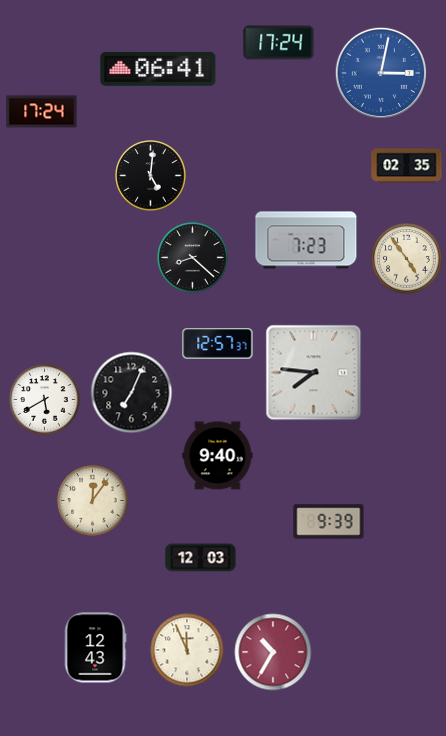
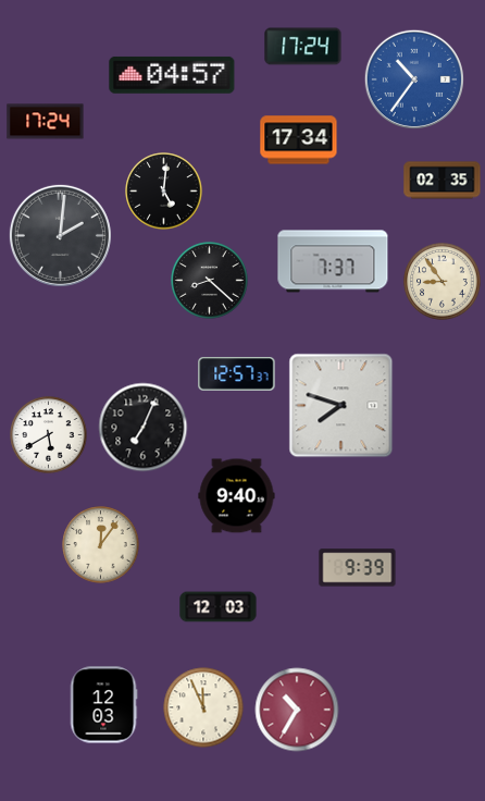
clock at (158, 69): 06:41 -> 04:57
clock at (380, 72): 3:02 -> 10:36
clock at (299, 140): none -> 17:34
clock at (60, 235): none -> 2:01
clock at (306, 240): 7:23 -> 7:37
clock at (407, 259): 4:54 -> 8:54
clock at (314, 373): 7:46 -> 7:48
clock at (95, 648): 12:43 -> 12:03
